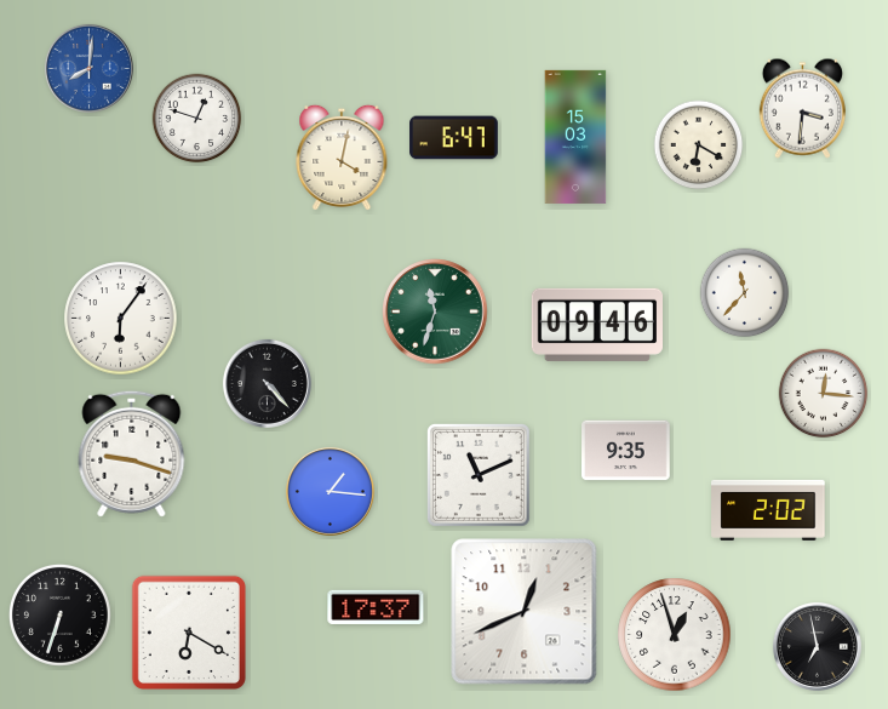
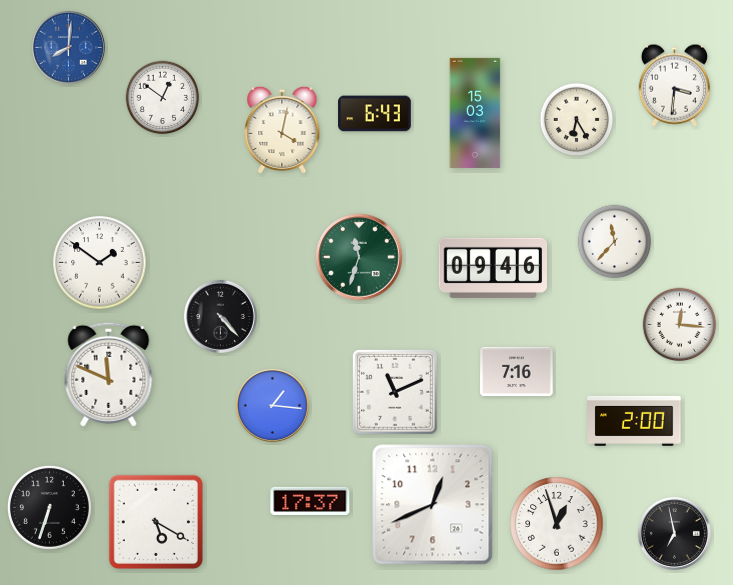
clock at (88, 68) position: (88, 68) -> (68, 47)
clock at (802, 108) position: (802, 108) -> (674, 85)
clock at (197, 119): 12:48 -> 12:51
clock at (454, 138): 6:47 -> 6:43
clock at (699, 145): 6:20 -> 6:25
clock at (121, 319): 6:06 -> 1:51
clock at (626, 451): 9:35 -> 7:16
clock at (132, 453): 9:18 -> 11:49
clock at (768, 510): 2:02 -> 2:00
clock at (189, 633): 6:20 -> 5:20
